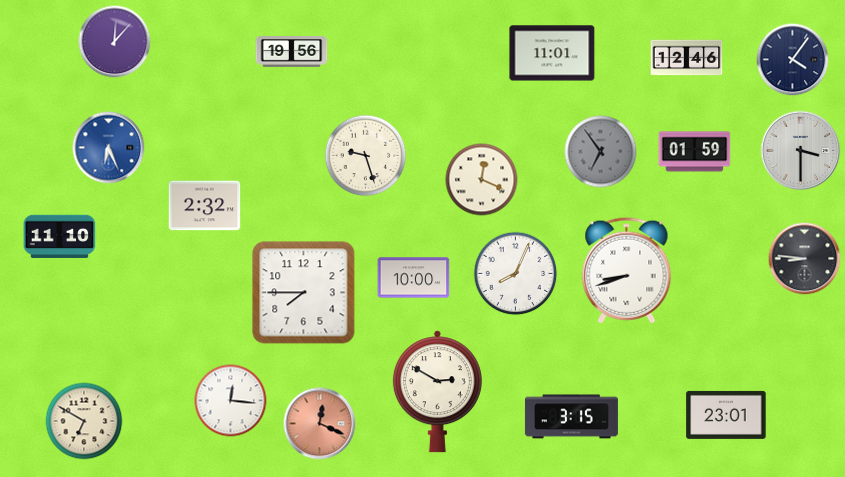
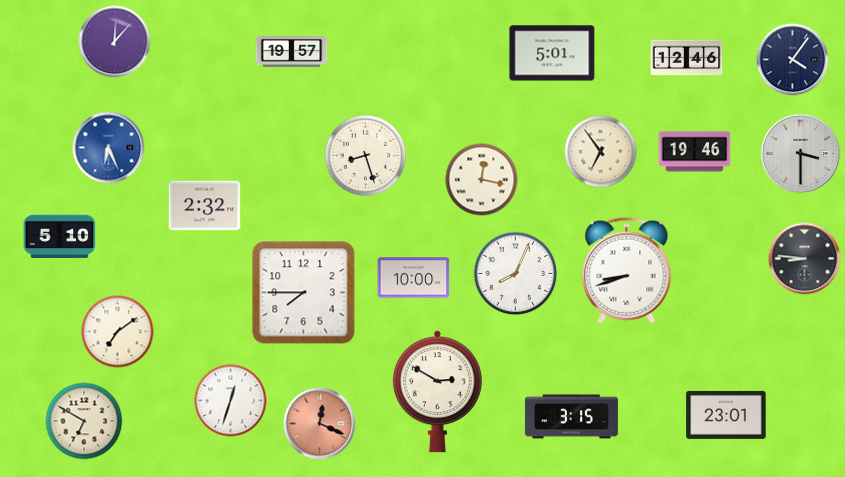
clock at (292, 52): 19:56 -> 19:57
clock at (552, 53): 11:01 -> 5:01
clock at (801, 151) position: (801, 151) -> (801, 154)
clock at (601, 152) dial: grey -> cream
clock at (695, 152): 01:59 -> 19:46
clock at (366, 156): 9:27 -> 8:27
clock at (482, 180): 12:19 -> 12:17
clock at (60, 236): 11:10 -> 5:10
clock at (118, 332): none -> 7:09
clock at (231, 401): 12:16 -> 12:33
